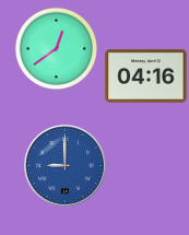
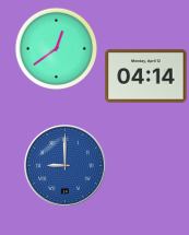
clock at (146, 77): 04:16 -> 04:14
